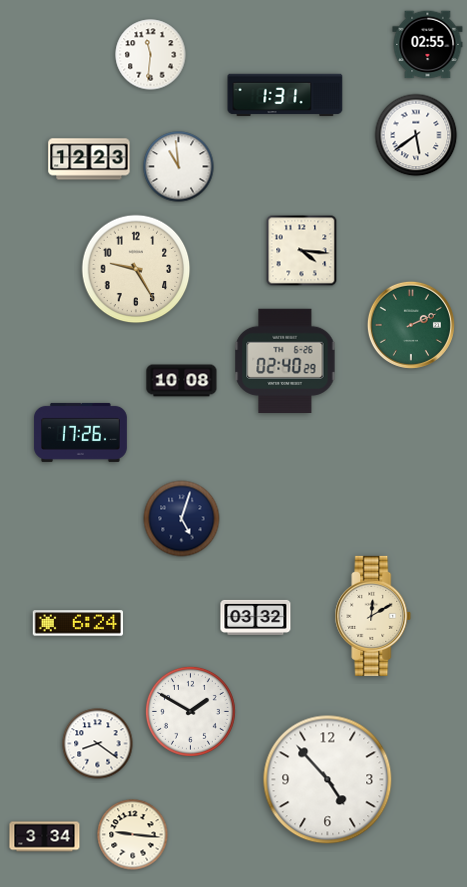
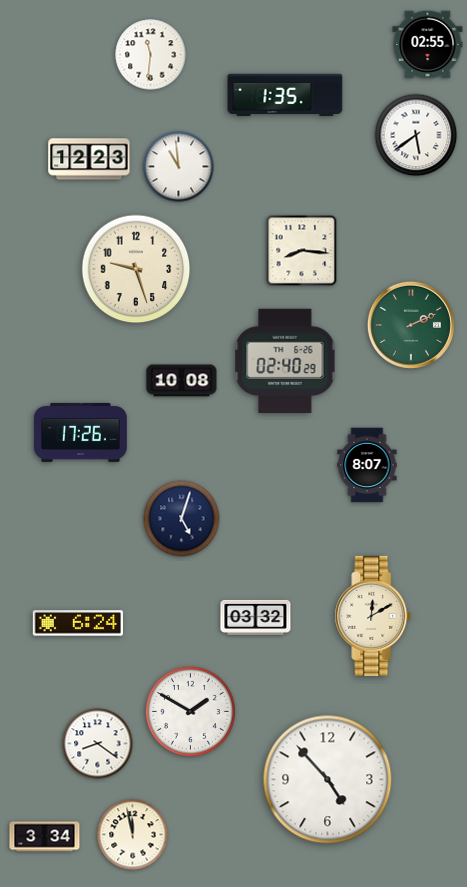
clock at (285, 95): 1:31 -> 1:35
clock at (302, 251): 4:16 -> 8:16
clock at (136, 269): 9:25 -> 9:27
clock at (367, 465): none -> 8:07
clock at (133, 835): 9:16 -> 11:58
